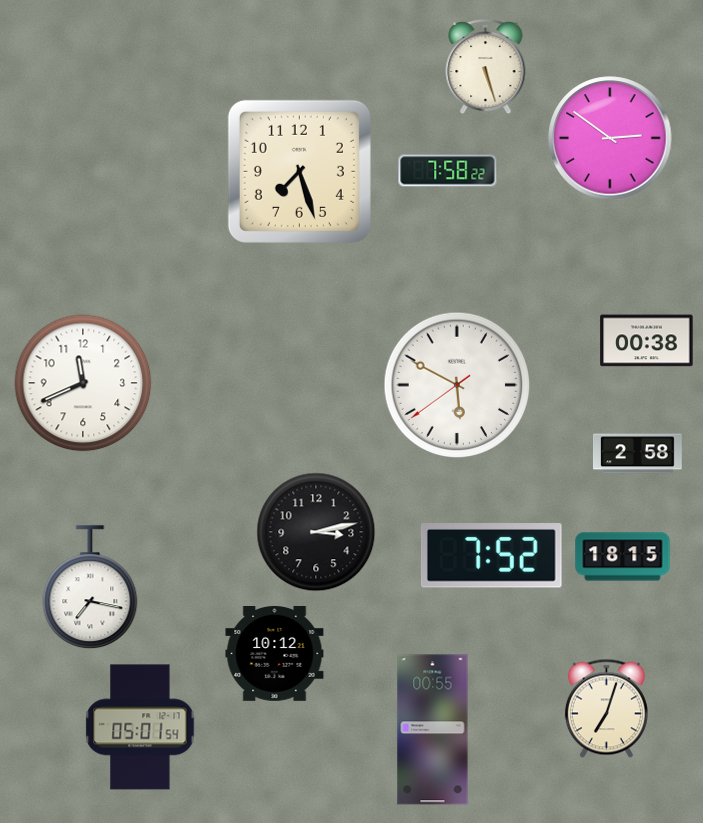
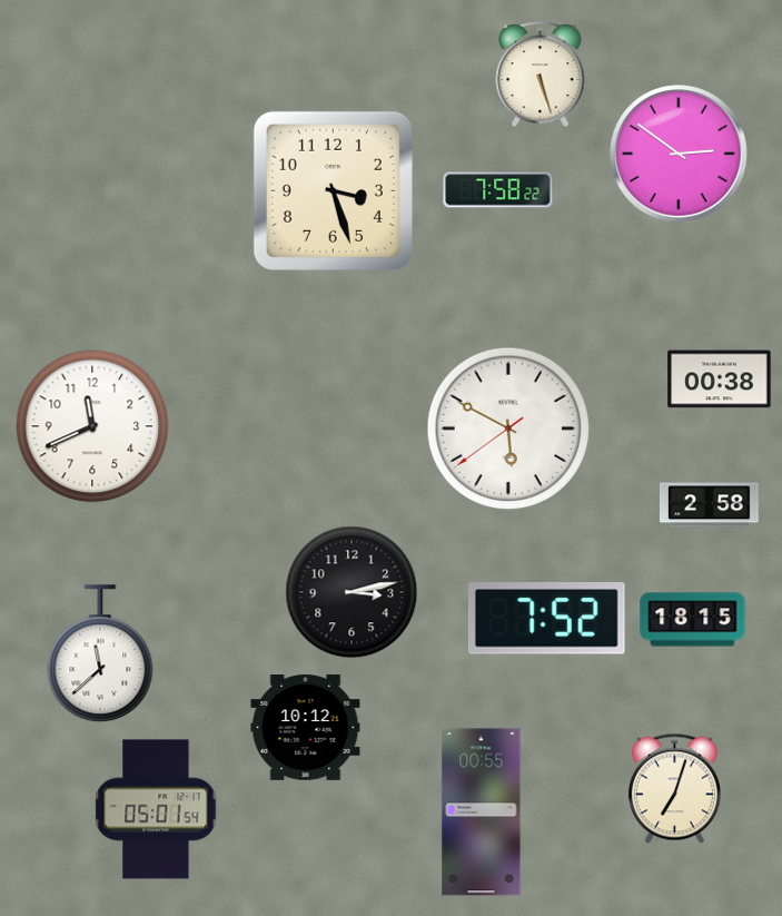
clock at (299, 171): 7:27 -> 3:27
clock at (90, 588): 7:17 -> 11:38
